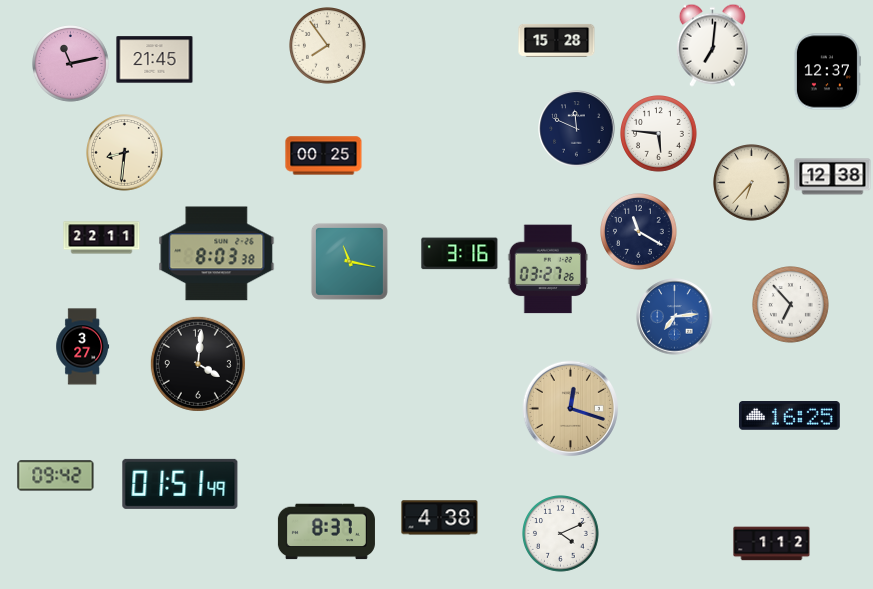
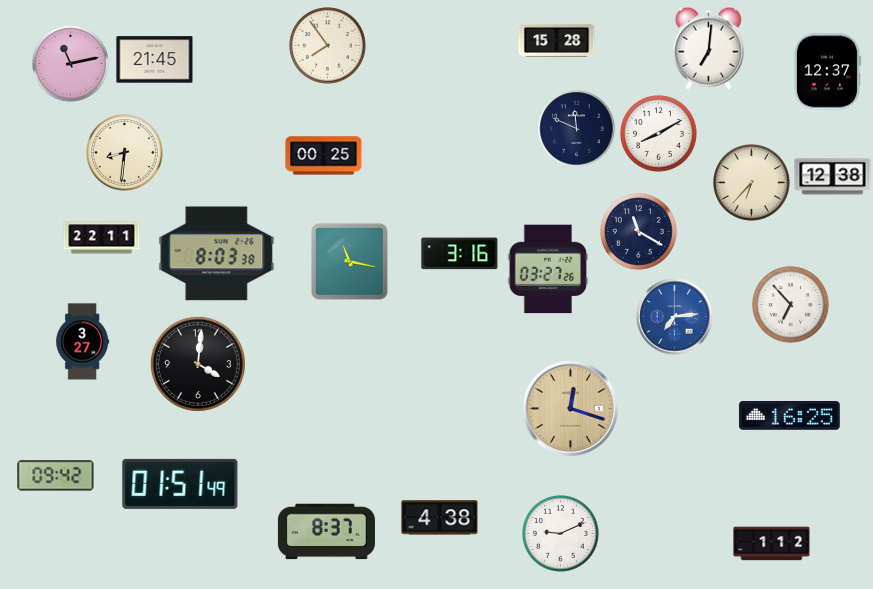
clock at (712, 45) position: (712, 45) -> (708, 48)
clock at (659, 134): 5:46 -> 8:10
clock at (83, 347) position: (83, 347) -> (83, 342)
clock at (561, 534): 4:11 -> 9:11
